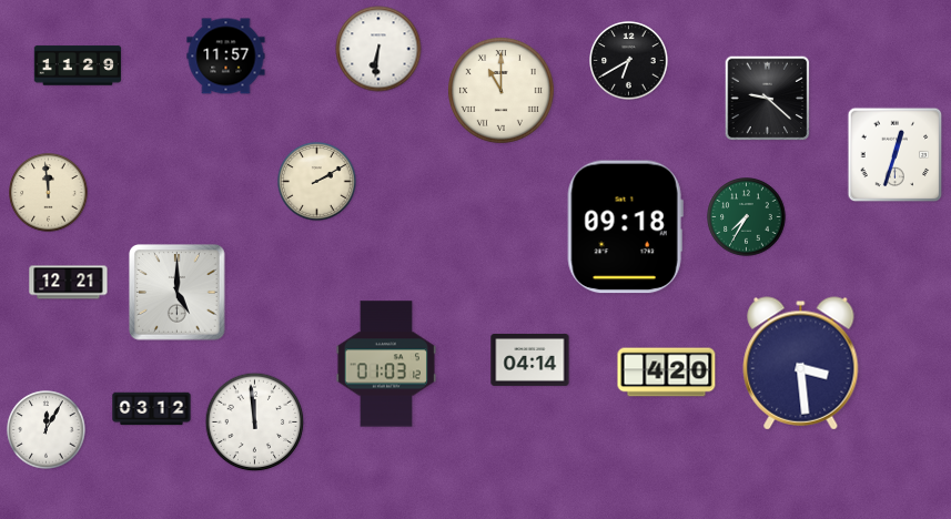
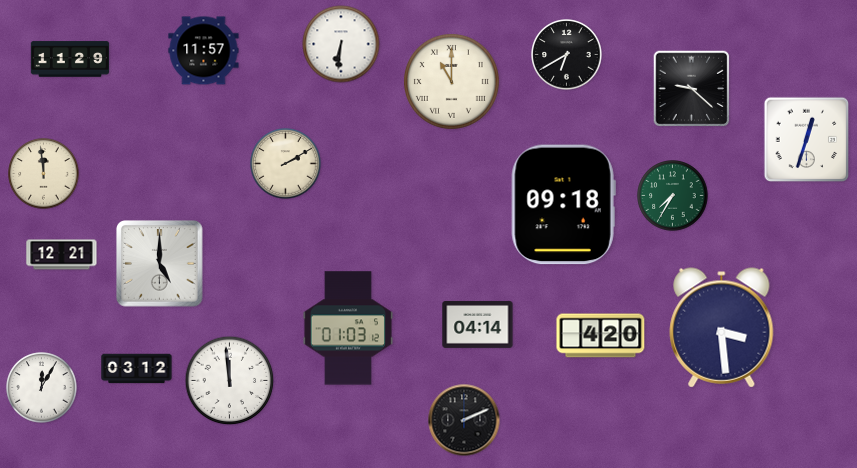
clock at (464, 420): none -> 2:11
